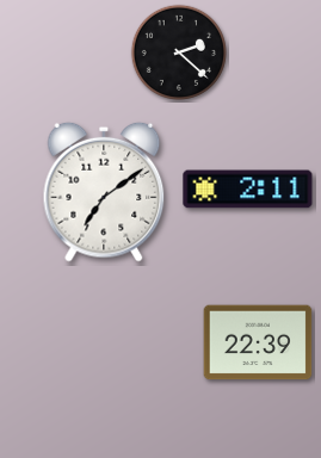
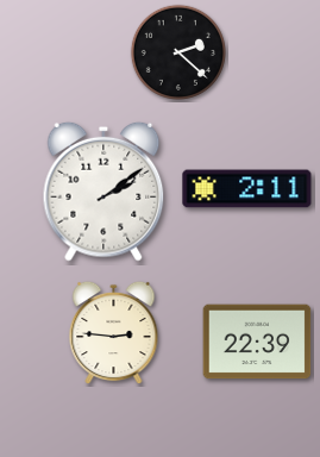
clock at (104, 192): 7:09 -> 2:09
clock at (114, 333): none -> 2:46
